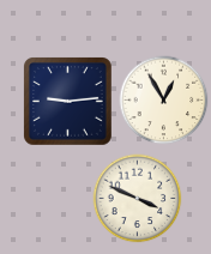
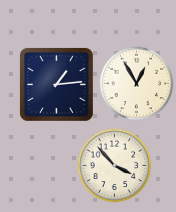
clock at (68, 102): 9:14 -> 1:14
clock at (138, 199): 3:49 -> 3:53
